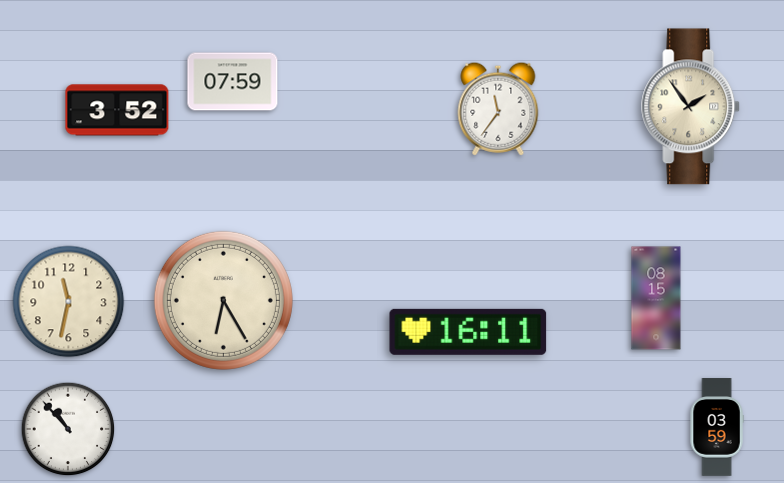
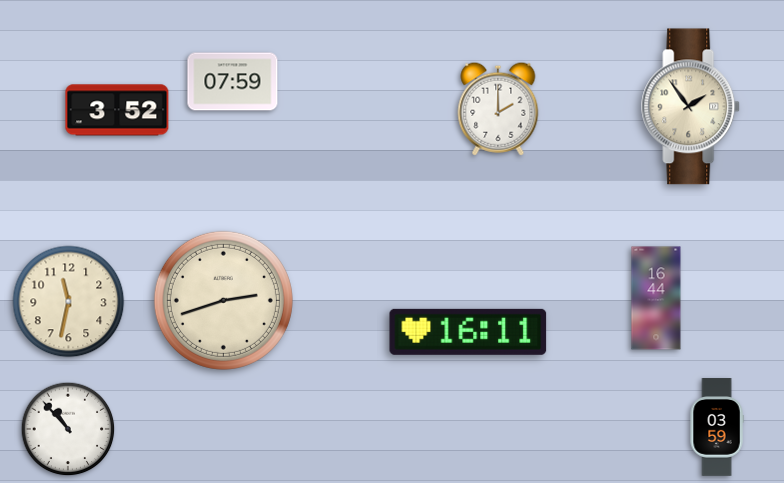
clock at (498, 109): 11:36 -> 2:00
clock at (656, 298): 08:15 -> 16:44
clock at (223, 300): 6:25 -> 2:42
